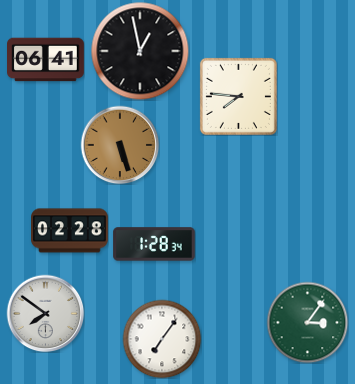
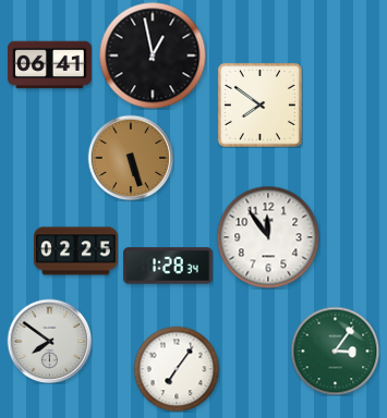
clock at (238, 96): 7:46 -> 7:51
clock at (268, 237): none -> 11:54
clock at (70, 231): 02:28 -> 02:25
